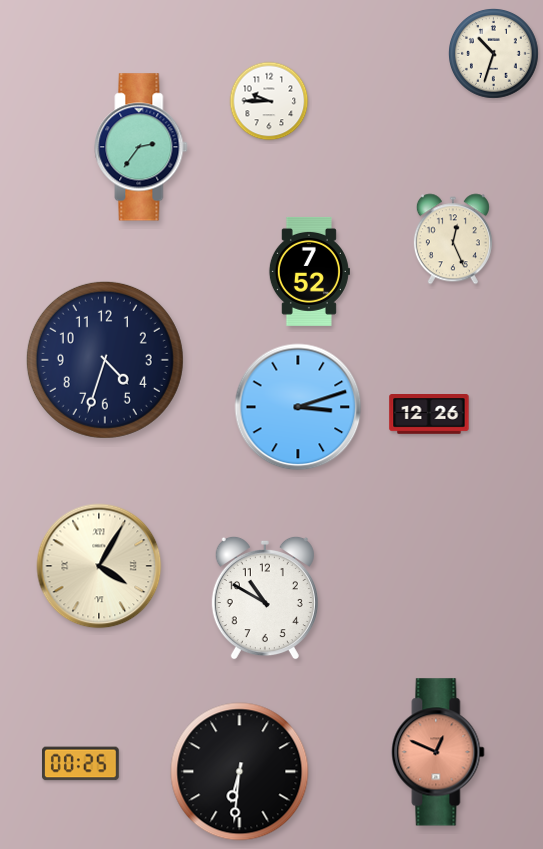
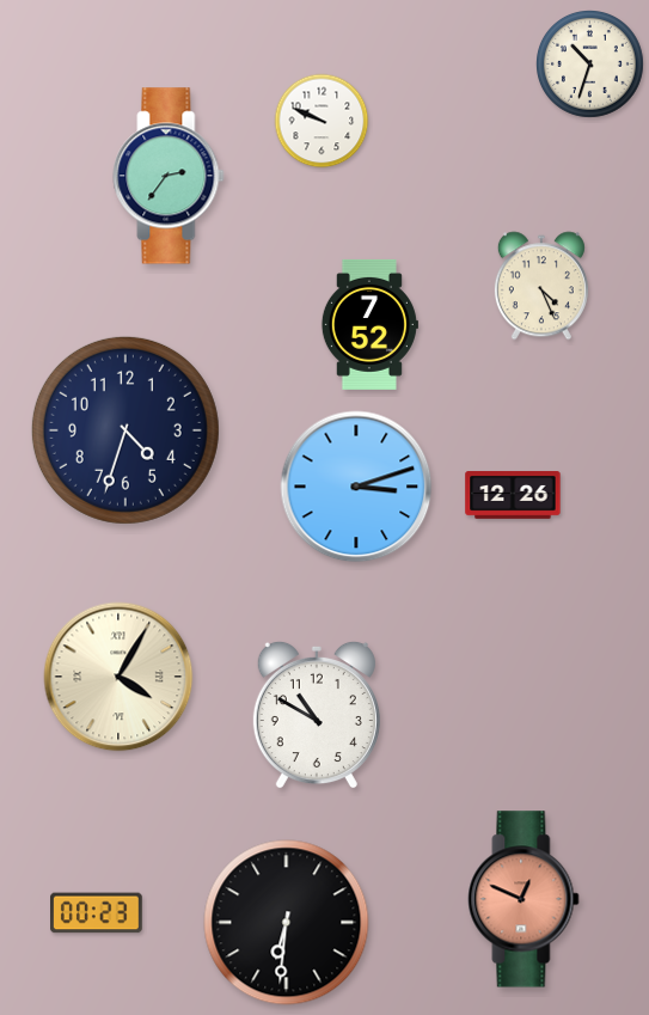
clock at (269, 101): 9:45 -> 9:49
clock at (453, 239): 12:26 -> 4:26
clock at (81, 764): 00:25 -> 00:23
